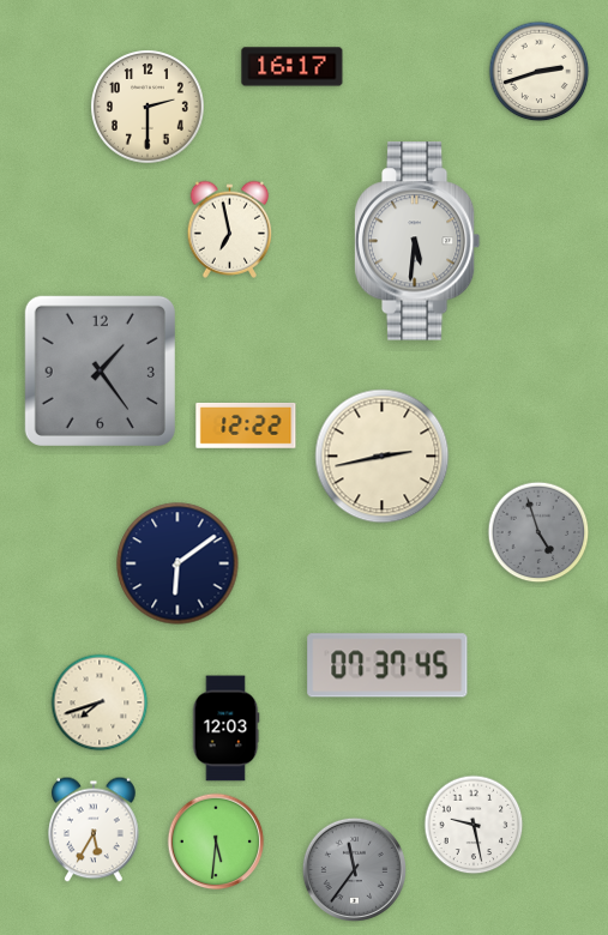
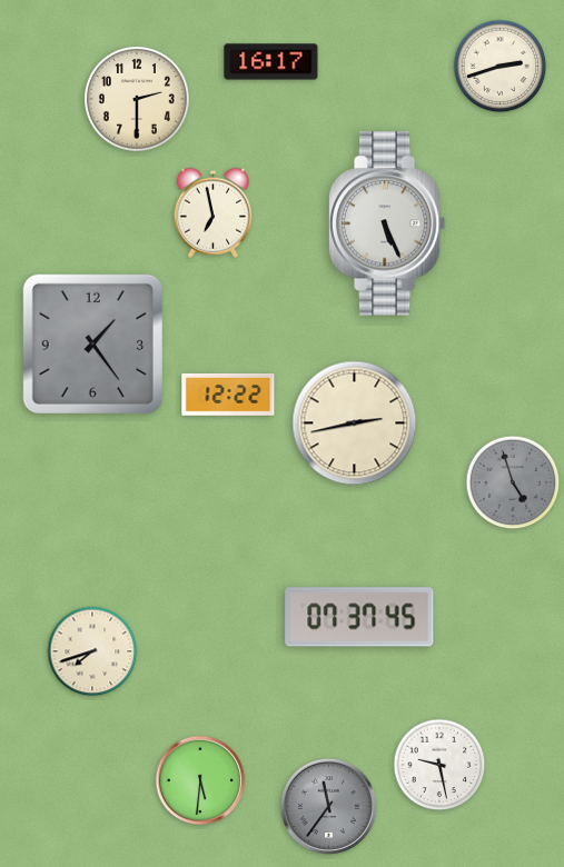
clock at (417, 241): 5:31 -> 5:26
clock at (538, 532) position: (538, 532) -> (513, 482)
clock at (177, 563): 6:09 -> none
clock at (225, 729): 12:03 -> none
clock at (95, 830): 5:35 -> none
